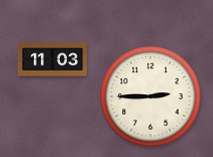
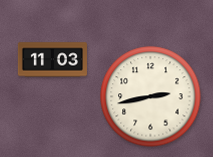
clock at (151, 97): 2:45 -> 2:43
